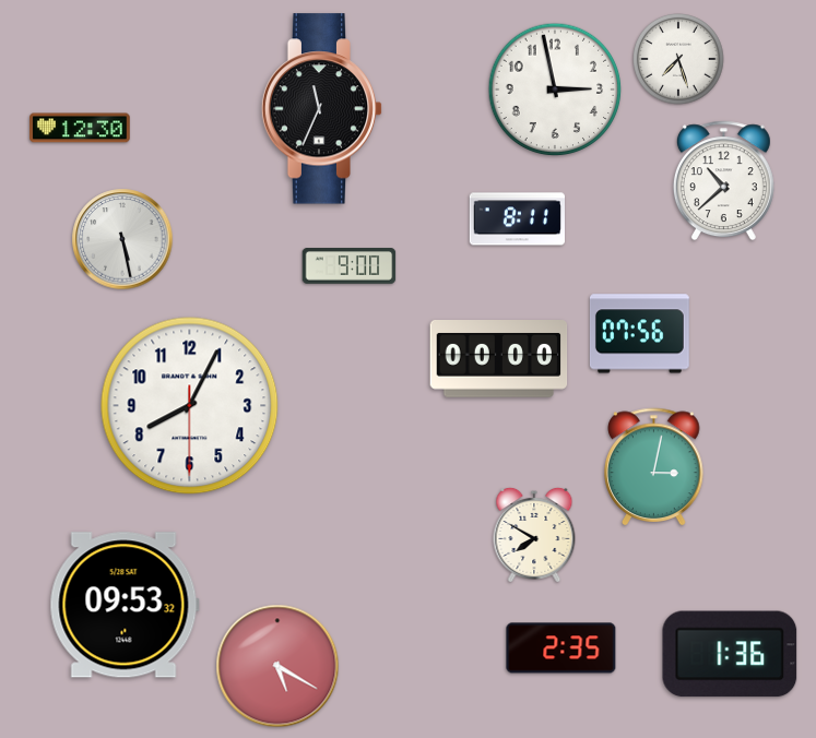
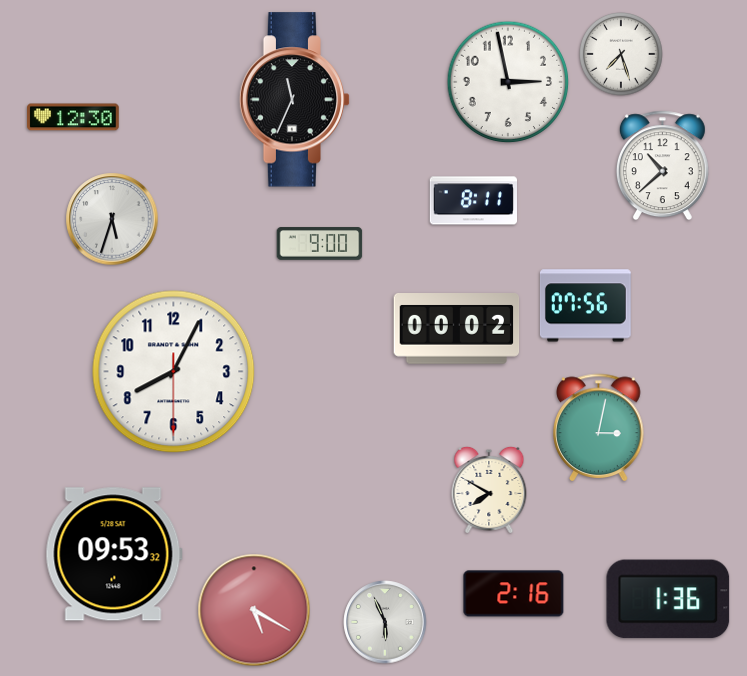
clock at (122, 239): 5:28 -> 5:33
clock at (499, 359): 00:00 -> 00:02
clock at (561, 648): 2:35 -> 2:16
clock at (385, 622): none -> 5:56
